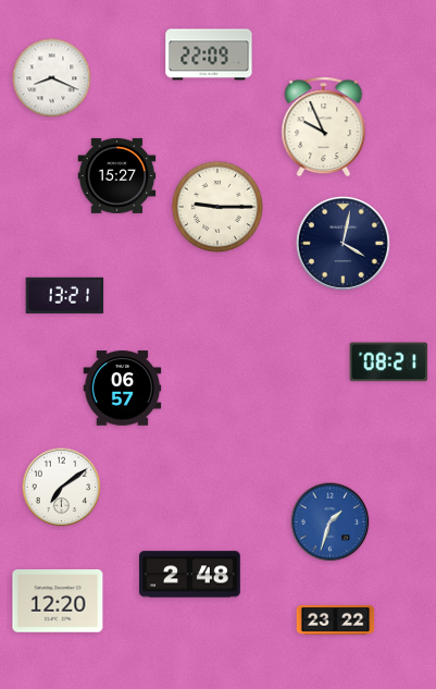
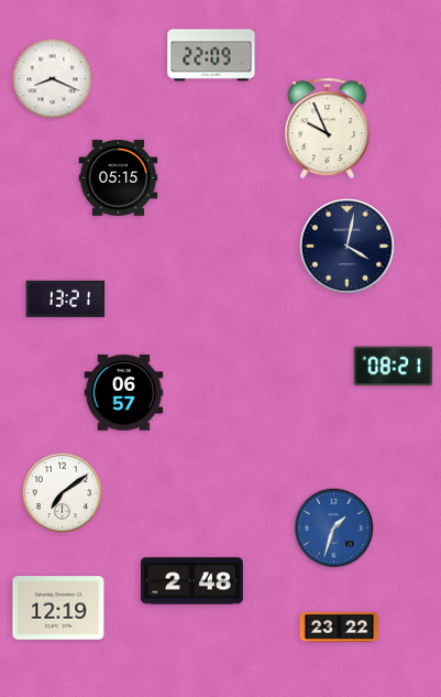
clock at (117, 175): 15:27 -> 05:15
clock at (216, 206): 9:15 -> none
clock at (58, 601): 12:20 -> 12:19
